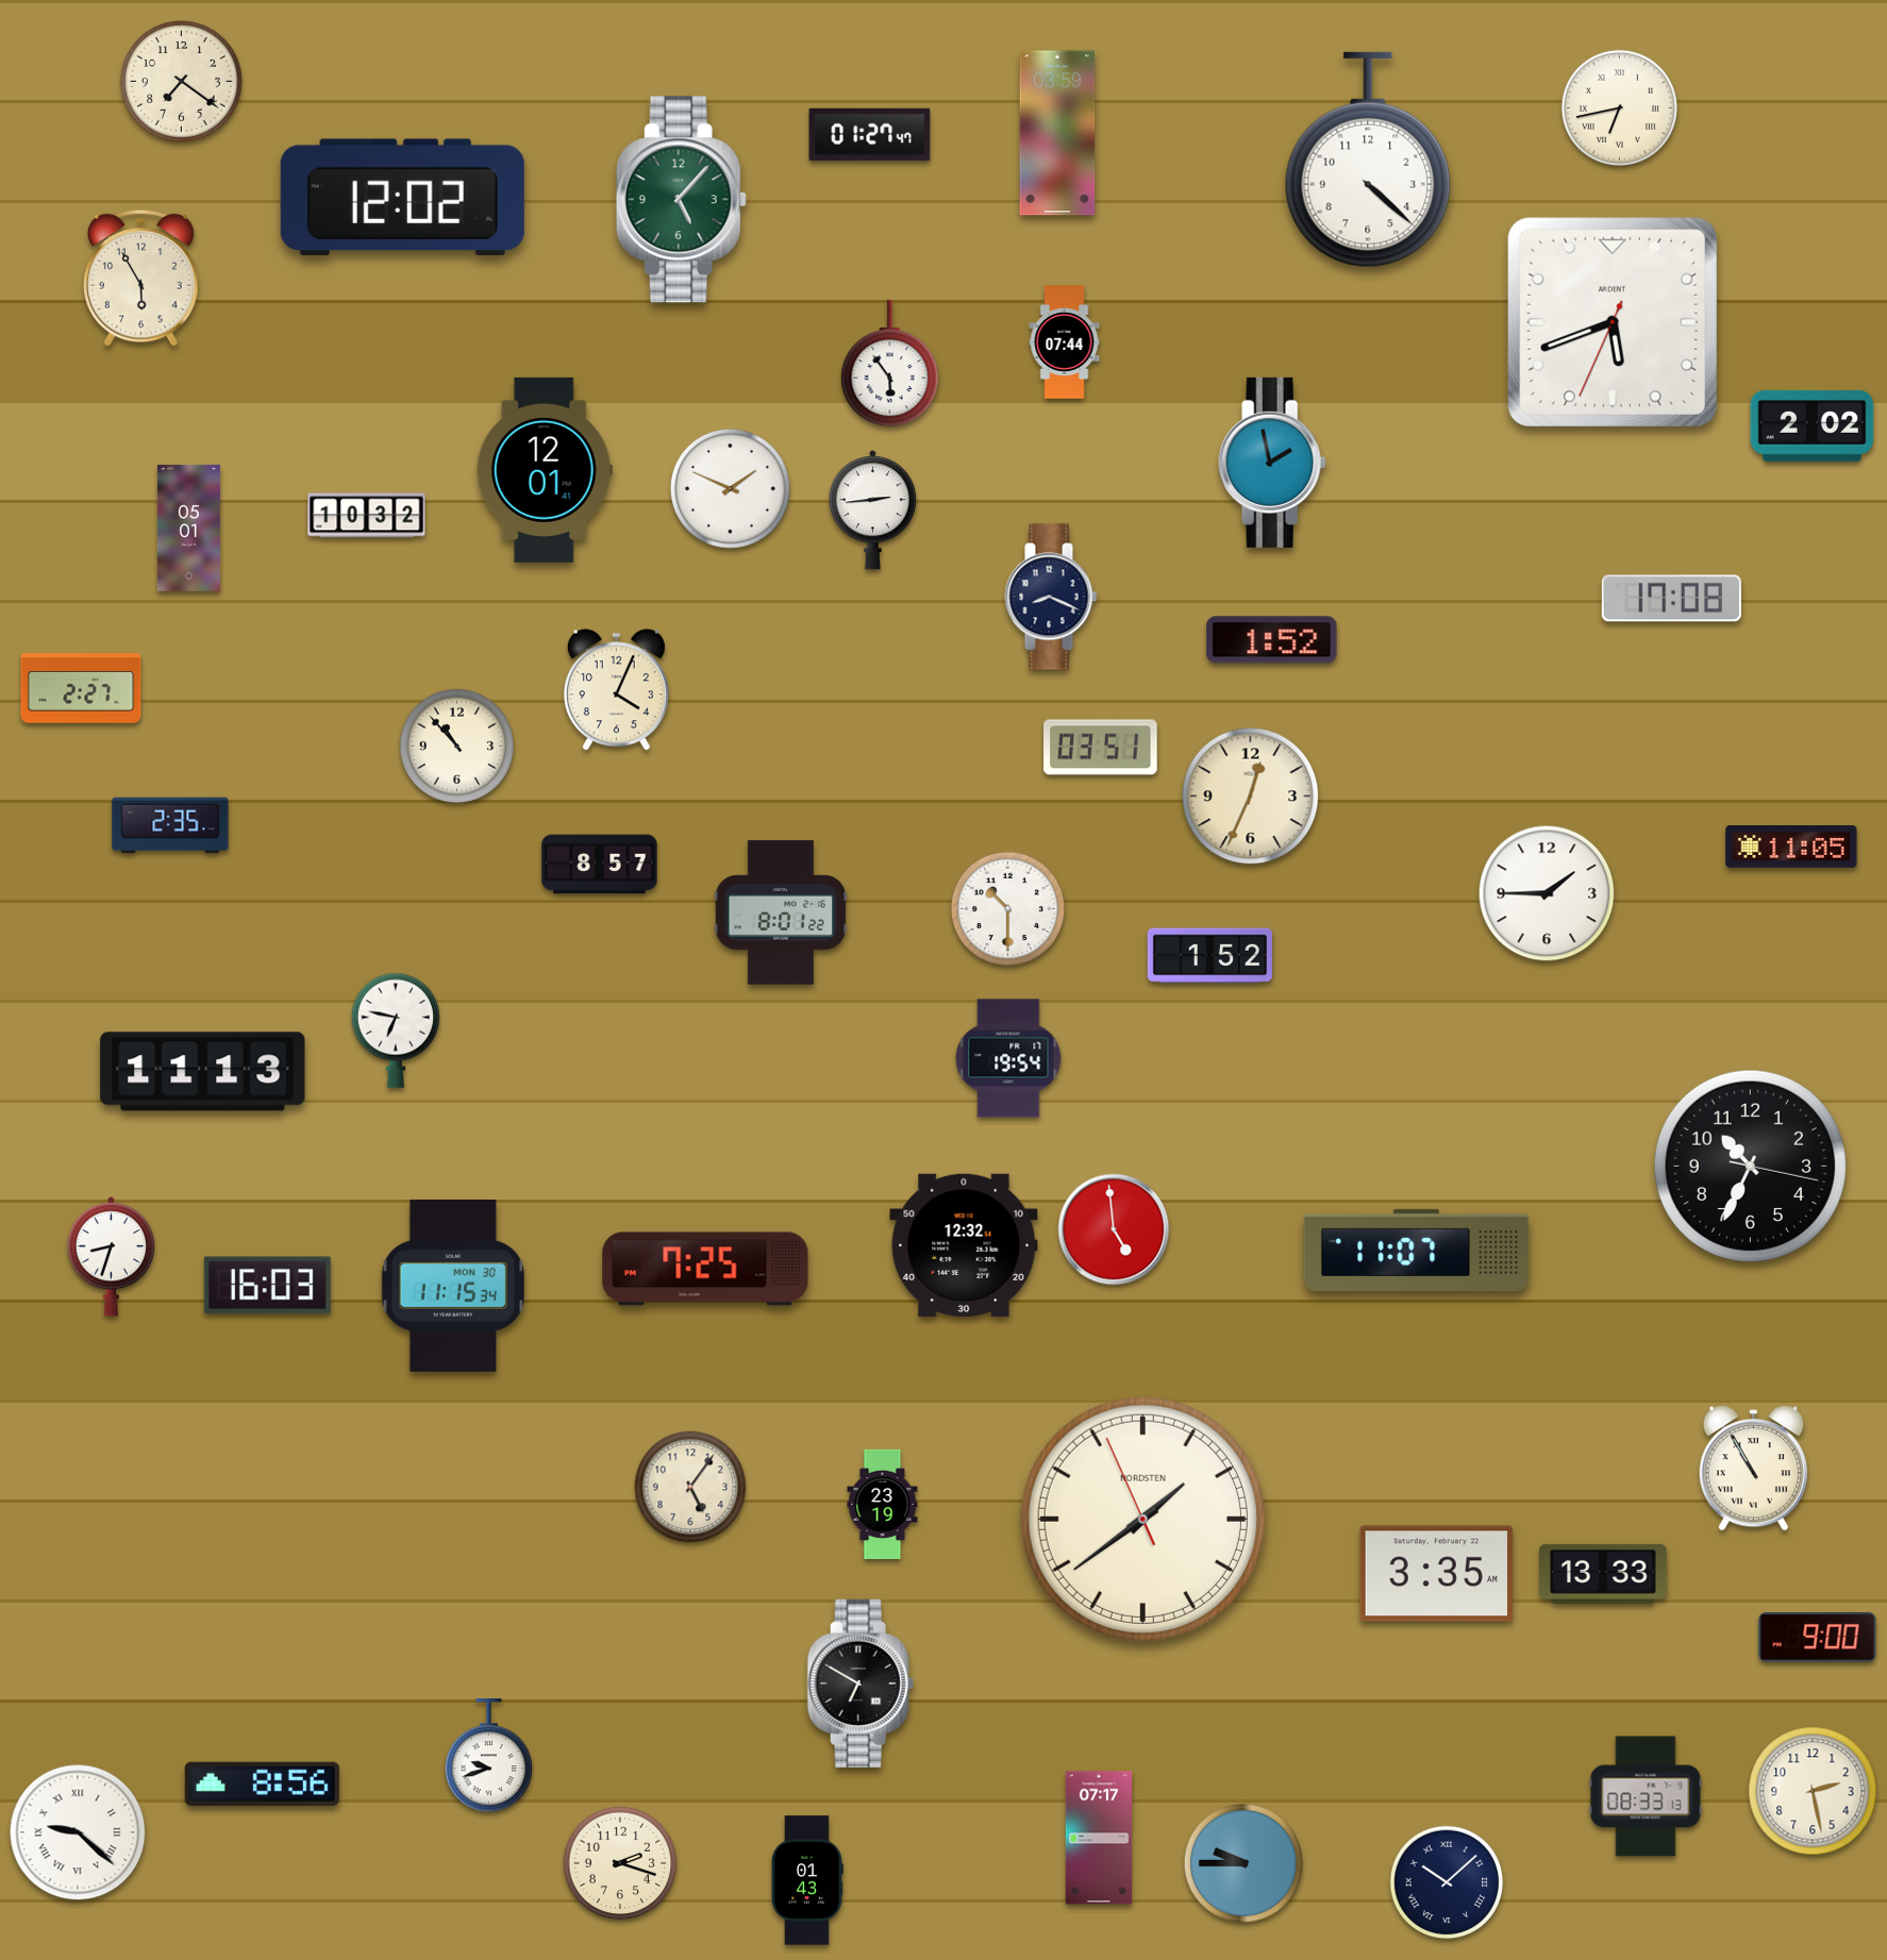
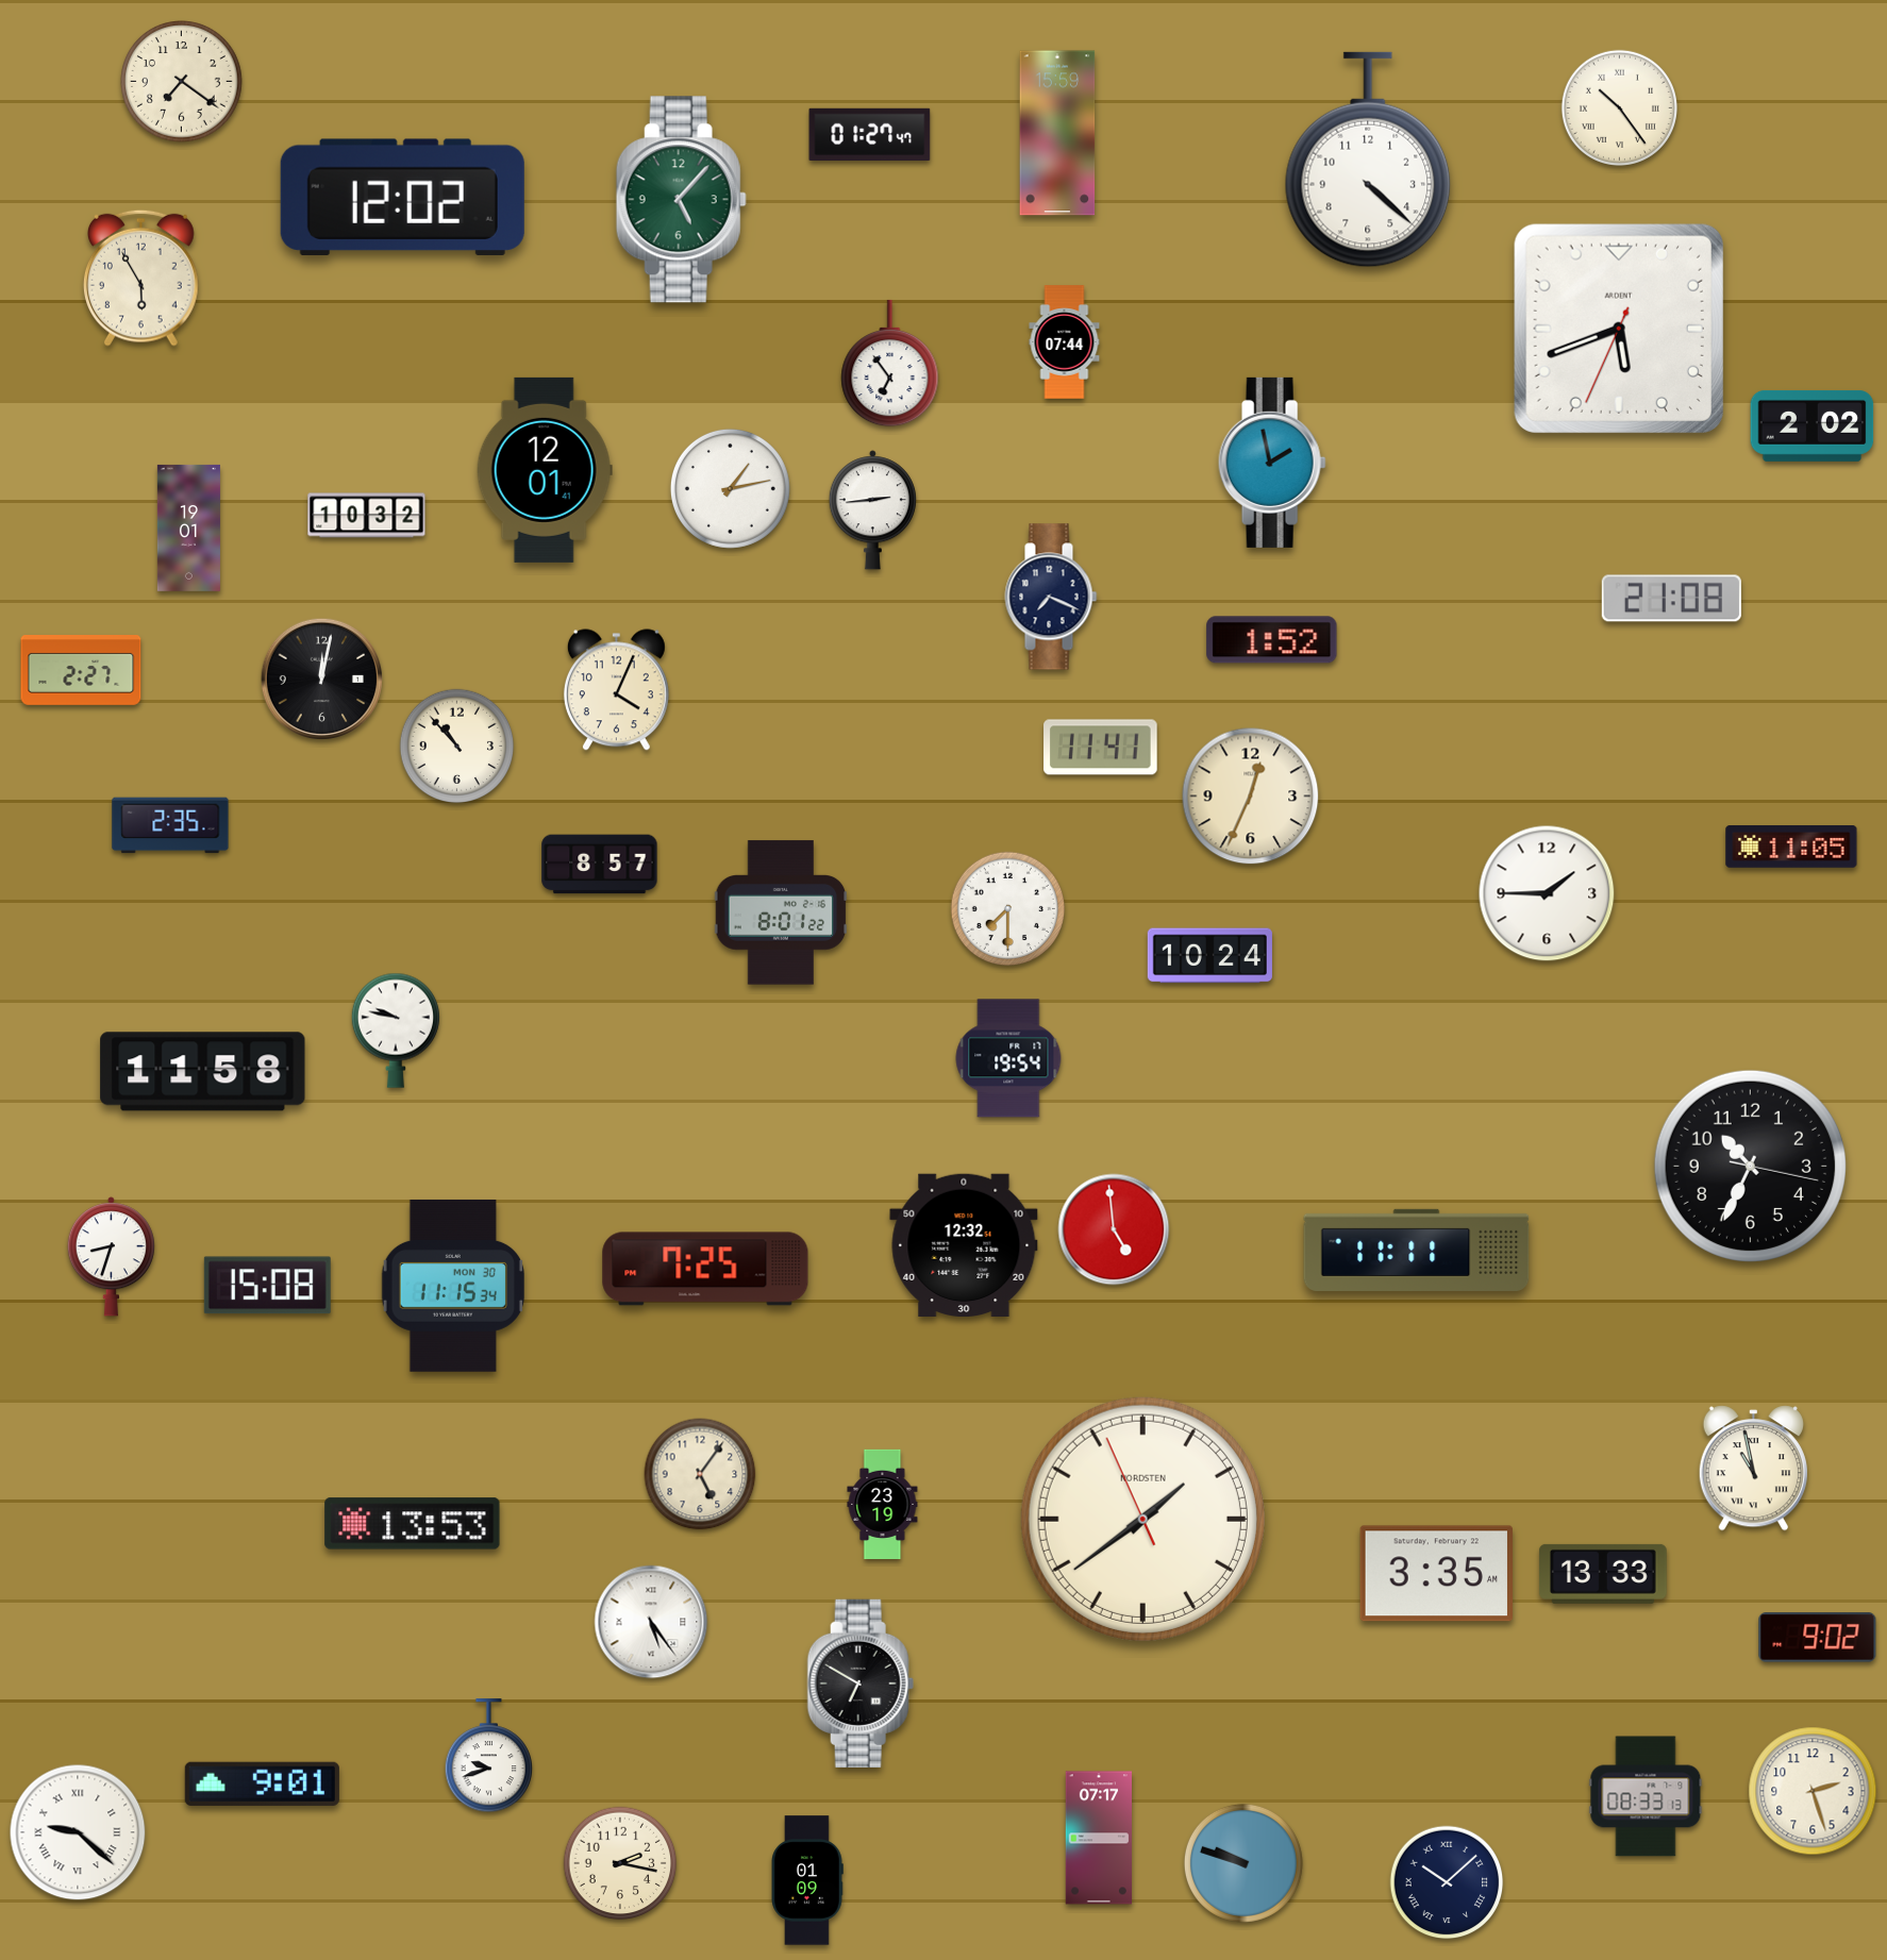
clock at (1619, 107): 6:43 -> 10:24
clock at (1057, 133): 03:59 -> 15:59
clock at (1613, 322) position: (1613, 322) -> (1619, 329)
clock at (890, 364): 5:54 -> 6:54
clock at (730, 488): 1:49 -> 1:13
clock at (188, 527): 05:01 -> 19:01
clock at (1051, 597): 8:19 -> 7:19
clock at (1671, 599): 17:08 -> 21:08
clock at (322, 680): none -> 12:02
clock at (81, 689) position: (81, 689) -> (81, 671)
clock at (1101, 748): 03:51 -> 11:41
clock at (1008, 909): 10:30 -> 7:30
clock at (1209, 956): 1:52 -> 10:24
clock at (396, 1031): 6:47 -> 9:47
clock at (203, 1072): 11:13 -> 11:58
clock at (1417, 1250): 11:07 -> 11:11
clock at (267, 1286): 16:03 -> 15:08
clock at (1753, 1469): 10:55 -> 10:58
clock at (690, 1487) position: (690, 1487) -> (700, 1474)
clock at (413, 1524): none -> 13:53
clock at (651, 1622): none -> 5:24
clock at (1818, 1638): 9:00 -> 9:02
clock at (262, 1783): 8:56 -> 9:01
clock at (1813, 1791): 2:28 -> 2:27
clock at (620, 1863): 2:18 -> 2:17
clock at (1243, 1863): 9:45 -> 9:48
clock at (807, 1880): 01:43 -> 01:09
